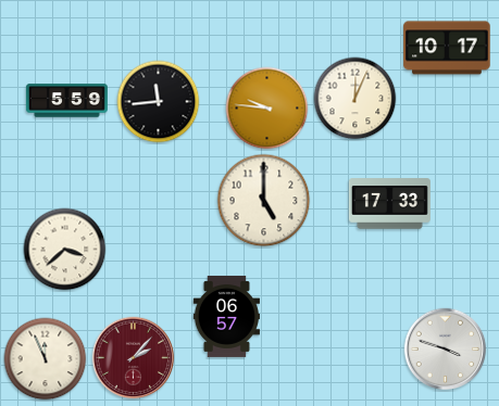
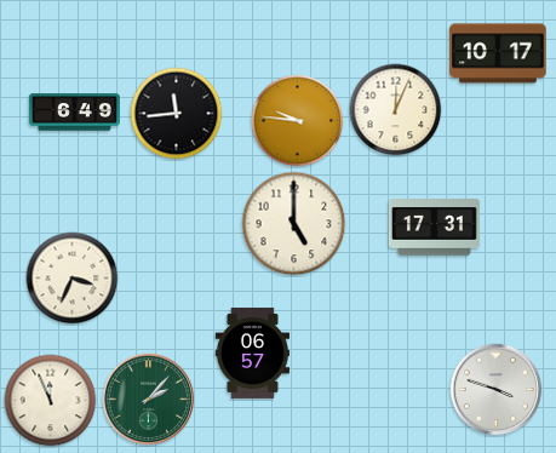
clock at (66, 101): 5:59 -> 6:49
clock at (389, 204): 17:33 -> 17:31
clock at (65, 250): 3:38 -> 3:34
clock at (134, 358) dial: burgundy -> green
